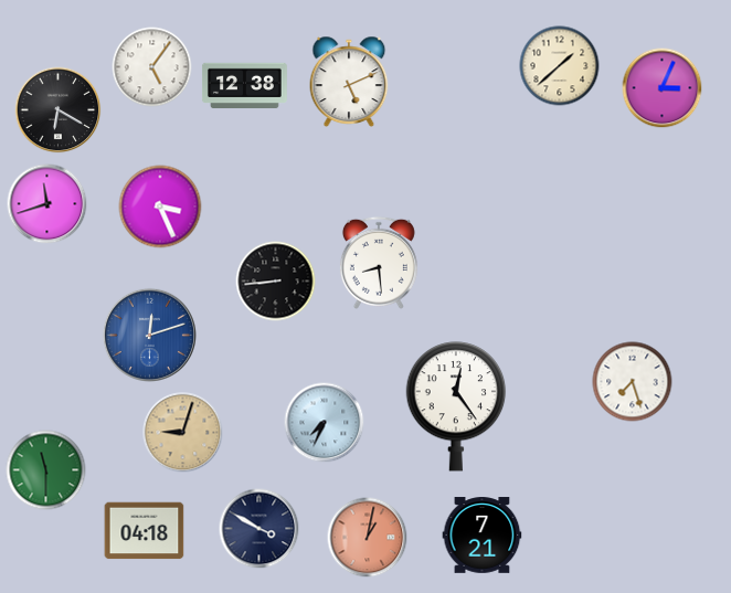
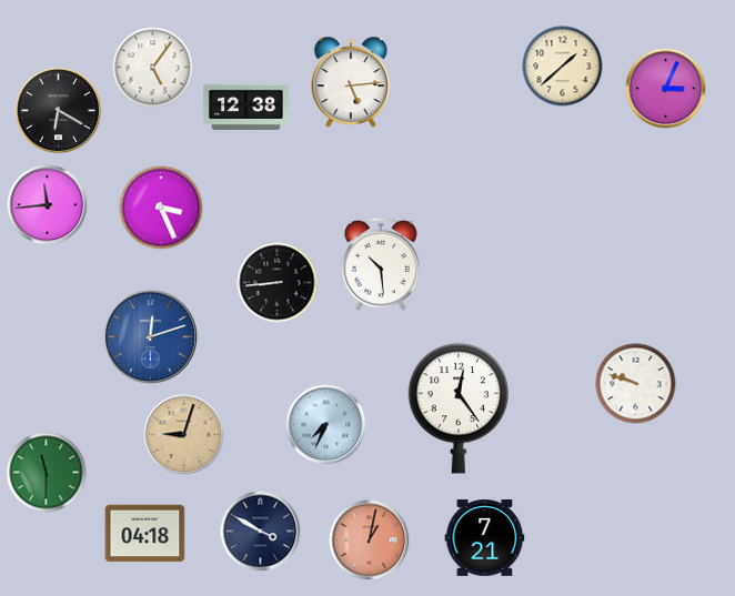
clock at (349, 82): 5:11 -> 5:14
clock at (245, 86) position: (245, 86) -> (246, 108)
clock at (47, 204): 11:42 -> 11:44
clock at (379, 263): 8:29 -> 10:29
clock at (633, 382): 7:27 -> 9:48
